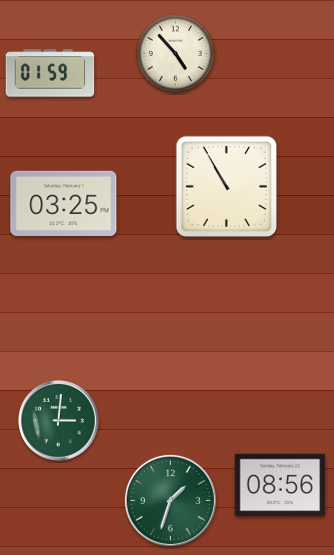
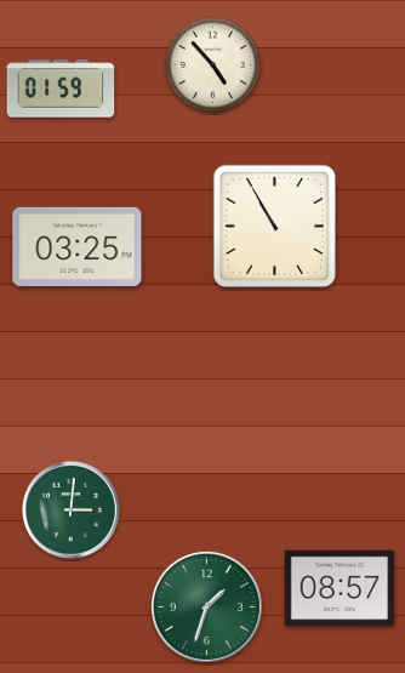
clock at (280, 485): 08:56 -> 08:57
